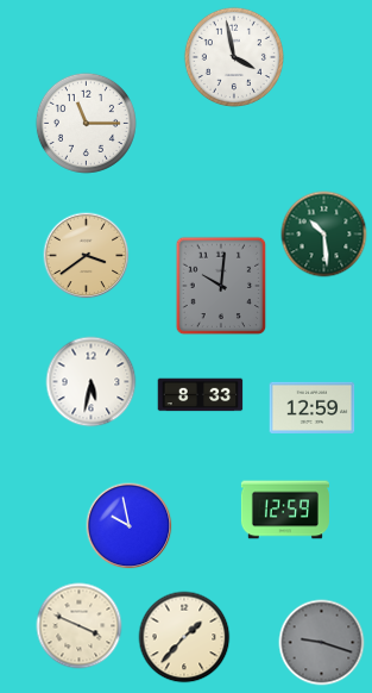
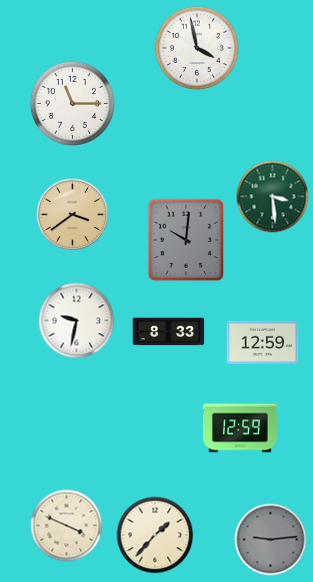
clock at (324, 235): 10:29 -> 3:29
clock at (92, 382): 5:32 -> 9:32
clock at (130, 526): 9:58 -> none
clock at (322, 643): 9:18 -> 9:14
